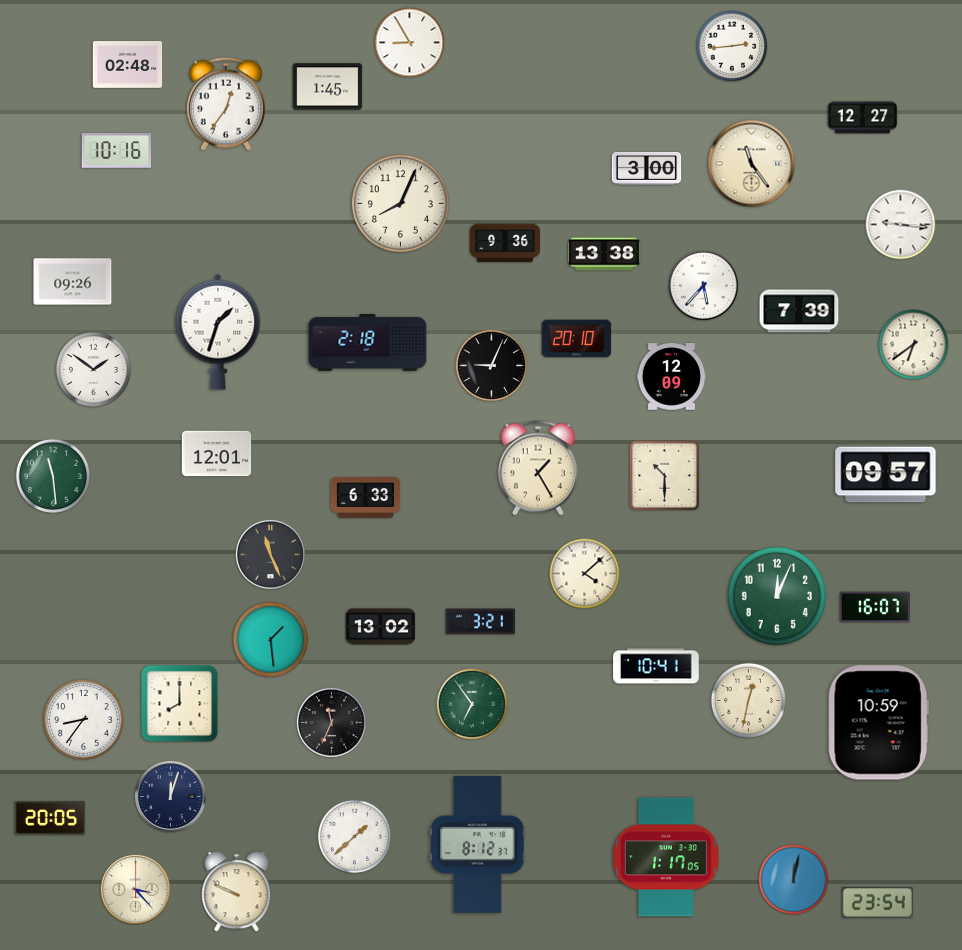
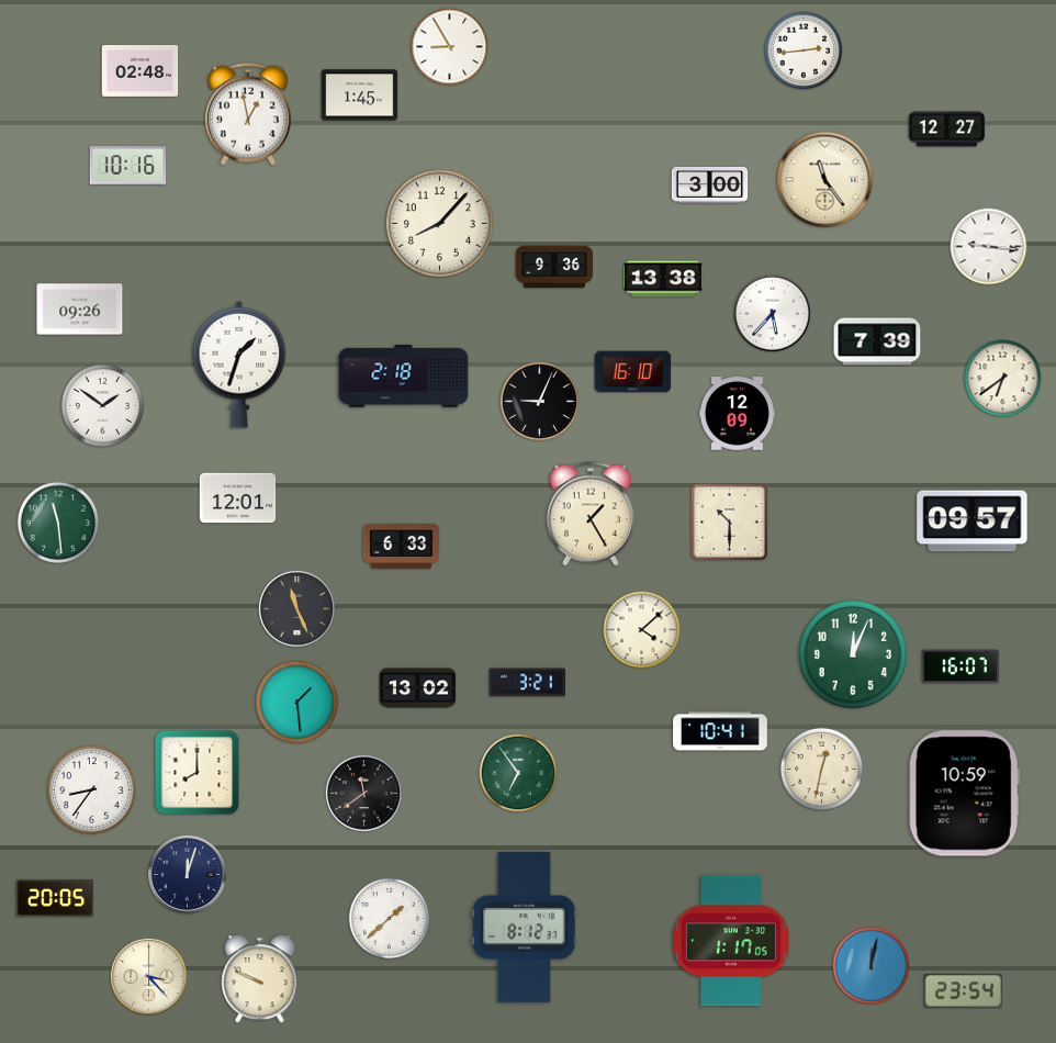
clock at (226, 104): 12:36 -> 12:58
clock at (400, 203): 8:04 -> 8:07
clock at (577, 339): 20:10 -> 16:10
clock at (331, 722): 11:34 -> 11:39
